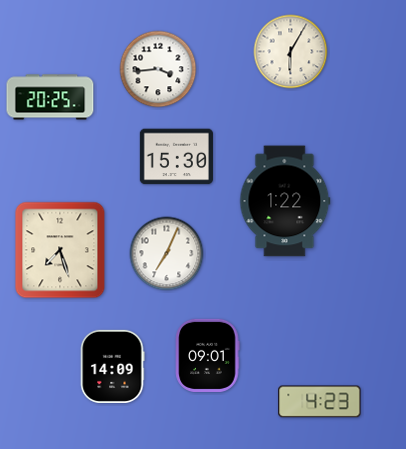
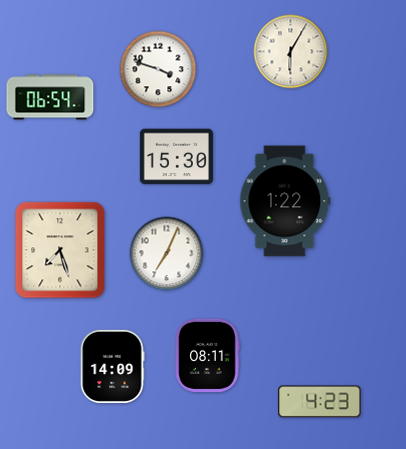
clock at (158, 69): 3:44 -> 3:48
clock at (50, 97): 20:25 -> 06:54
clock at (207, 355): 09:01 -> 08:11
